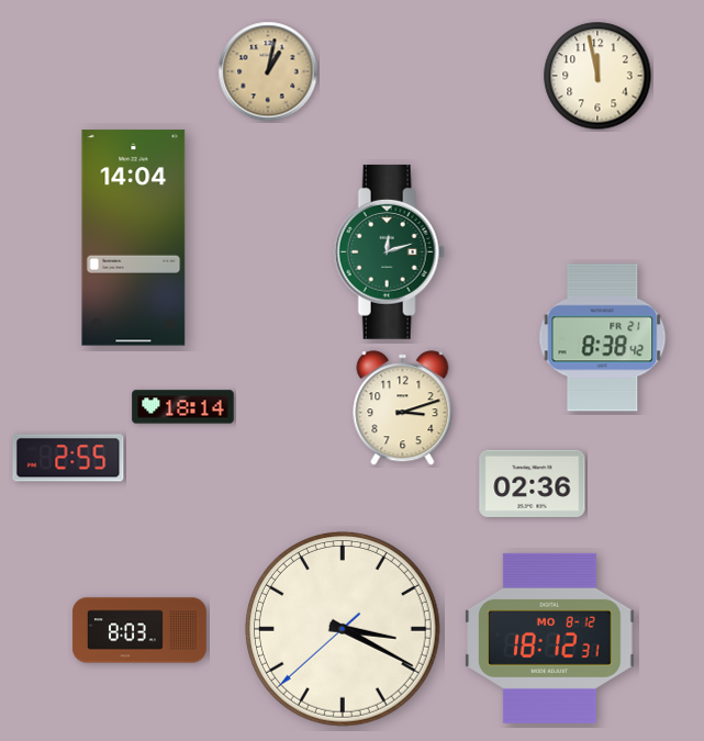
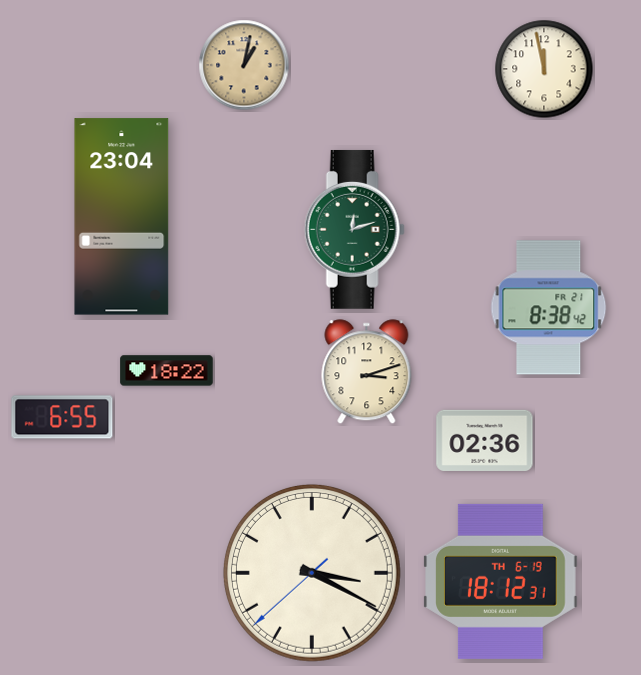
clock at (134, 238): 14:04 -> 23:04
clock at (183, 407): 18:14 -> 18:22
clock at (68, 458): 2:55 -> 6:55
clock at (139, 630): 8:03 -> none
clock at (550, 638) date: MO 8-12 -> TH 6-19
